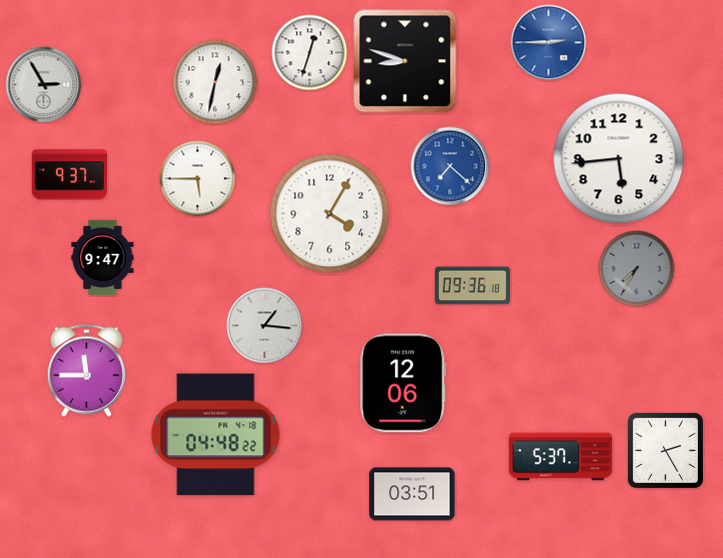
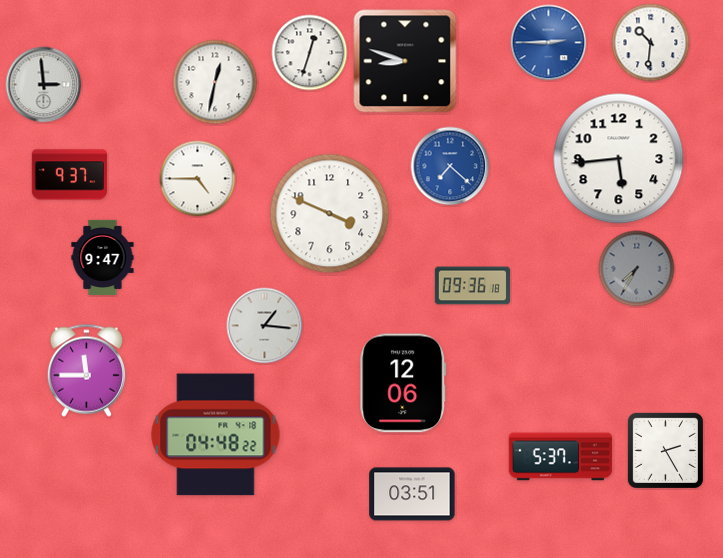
clock at (651, 43): none -> 10:31
clock at (44, 85): 2:55 -> 2:59
clock at (198, 179): 5:45 -> 4:45
clock at (330, 214): 4:05 -> 3:49
